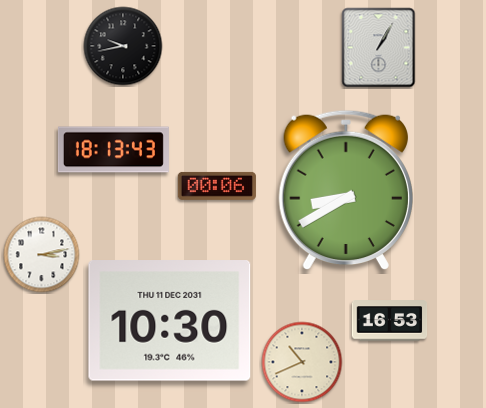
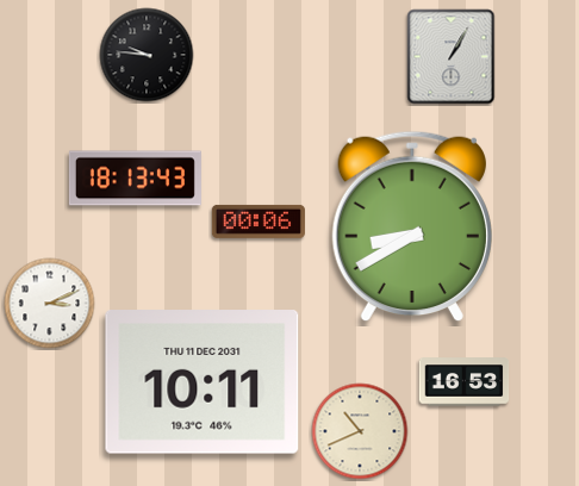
clock at (123, 46): 9:43 -> 9:46
clock at (42, 255): 3:13 -> 3:11
clock at (170, 321): 10:30 -> 10:11
